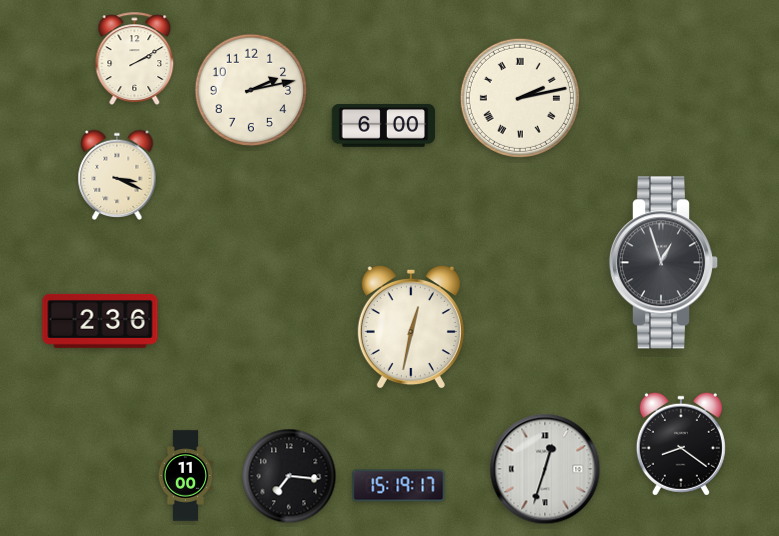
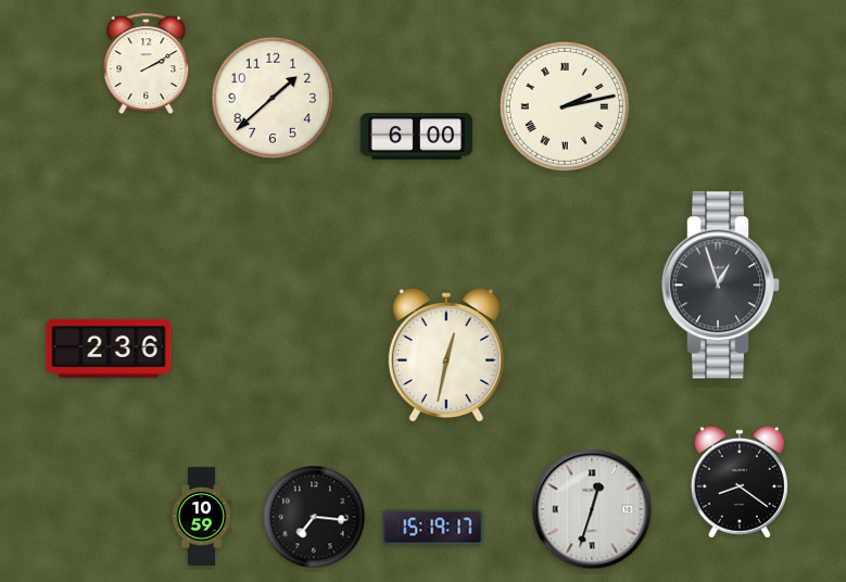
clock at (251, 90): 2:13 -> 1:38
clock at (117, 175): 3:19 -> none
clock at (186, 476): 11:00 -> 10:59
